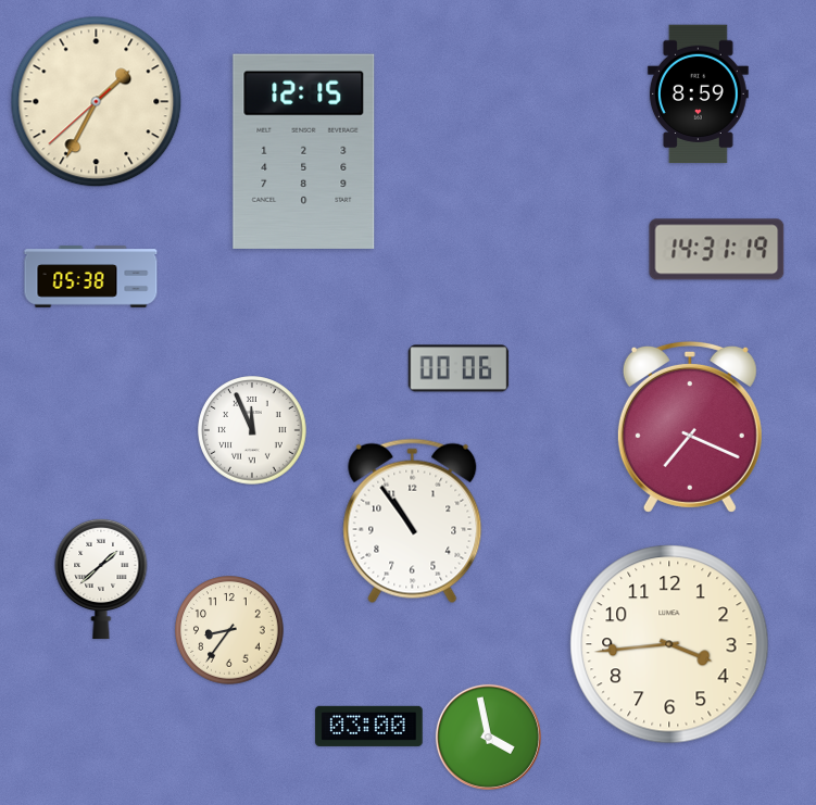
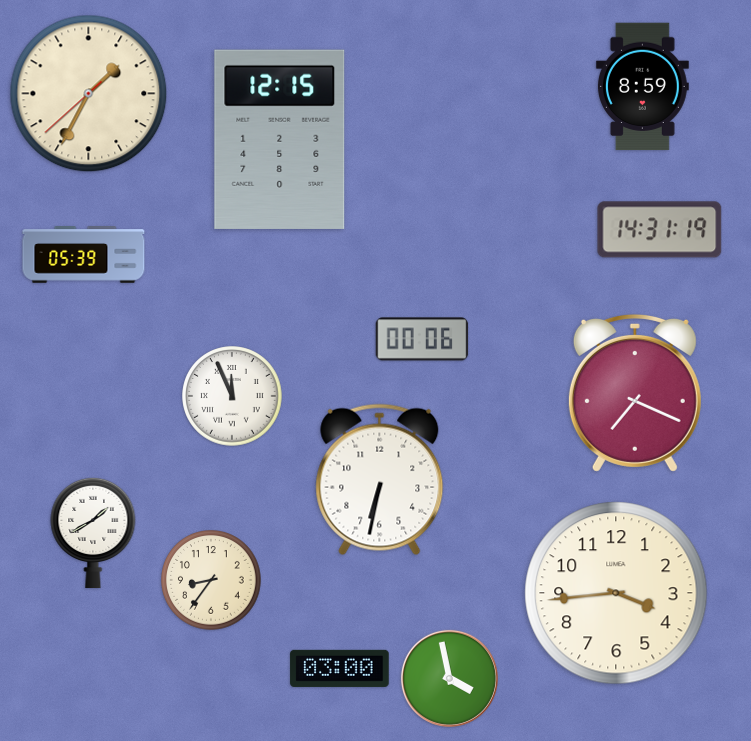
clock at (91, 277): 05:38 -> 05:39
clock at (413, 521): 10:54 -> 6:32
clock at (101, 579): 1:38 -> 1:40
